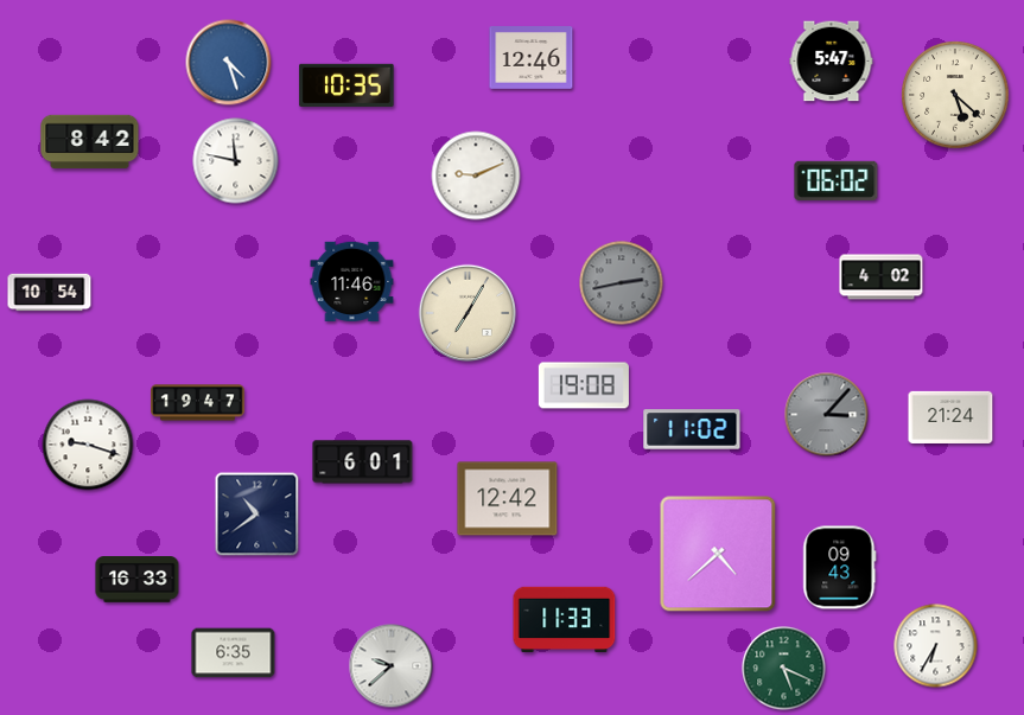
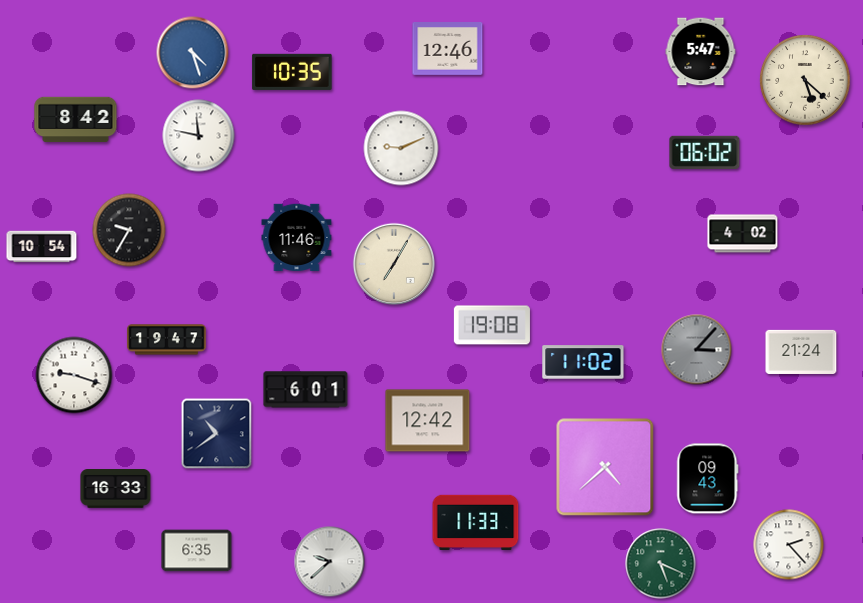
clock at (129, 230): none -> 9:35
clock at (622, 283): 2:43 -> none
clock at (936, 646): 6:35 -> 2:23
